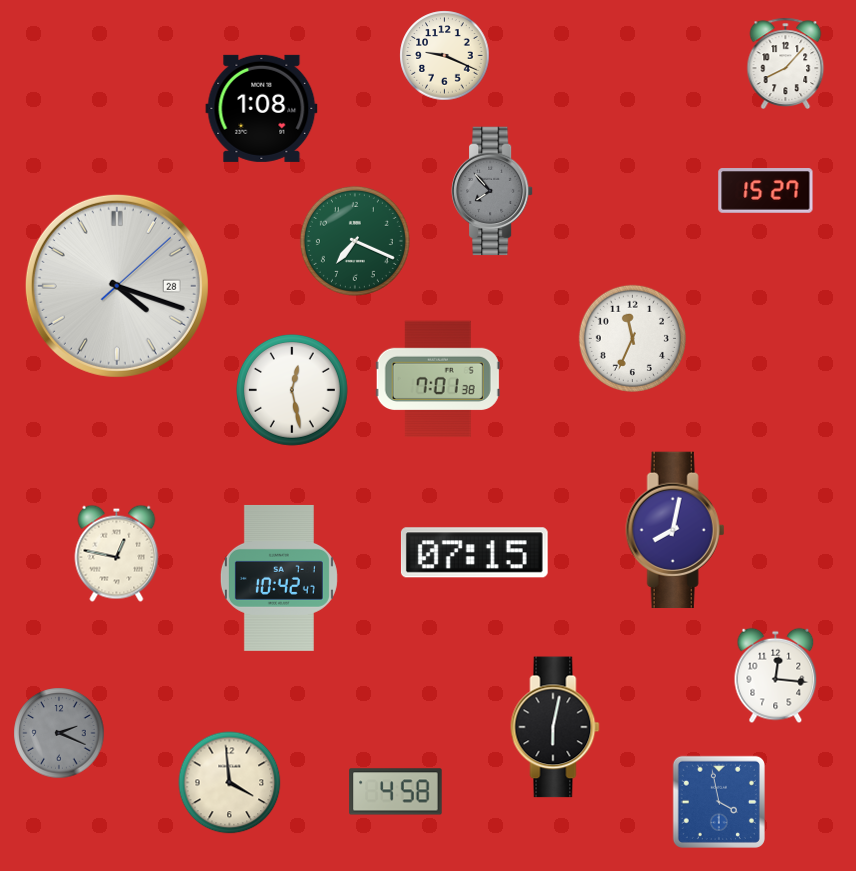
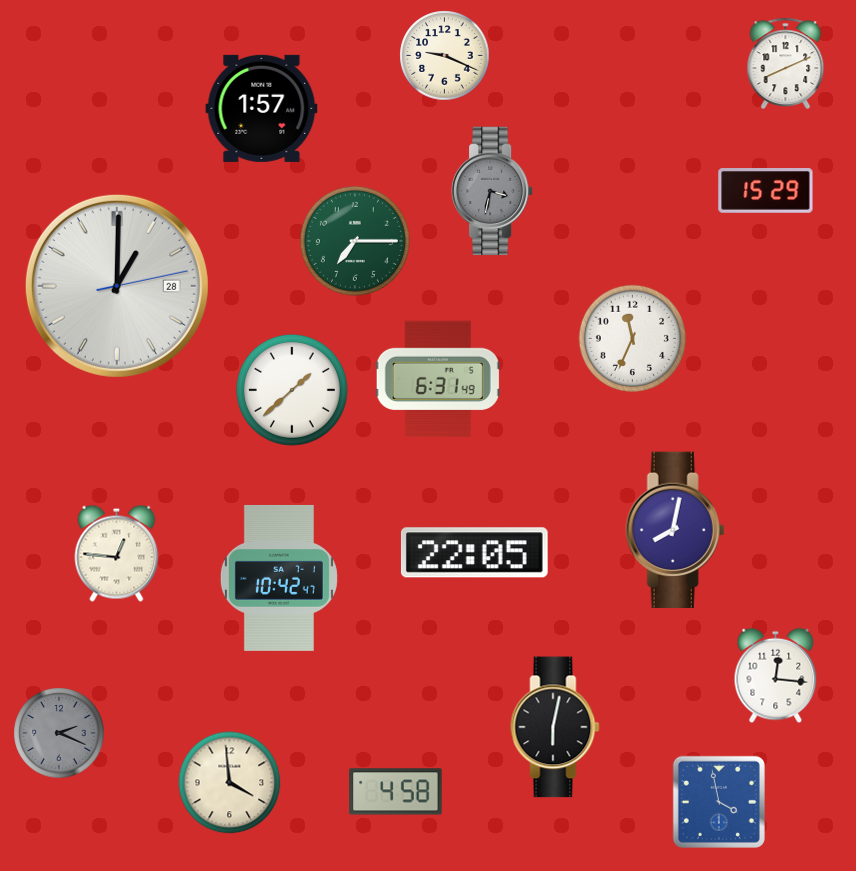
clock at (786, 63): 8:07 -> 8:11
clock at (262, 108): 1:08 -> 1:57
clock at (493, 191): 7:53 -> 3:32
clock at (766, 191): 15:27 -> 15:29
clock at (355, 241): 7:19 -> 7:15
clock at (117, 286): 4:18 -> 1:00
clock at (438, 379): 7:01 -> 6:31
clock at (292, 390): 12:28 -> 1:38
clock at (117, 553): 12:47 -> 12:46
clock at (474, 553): 07:15 -> 22:05
